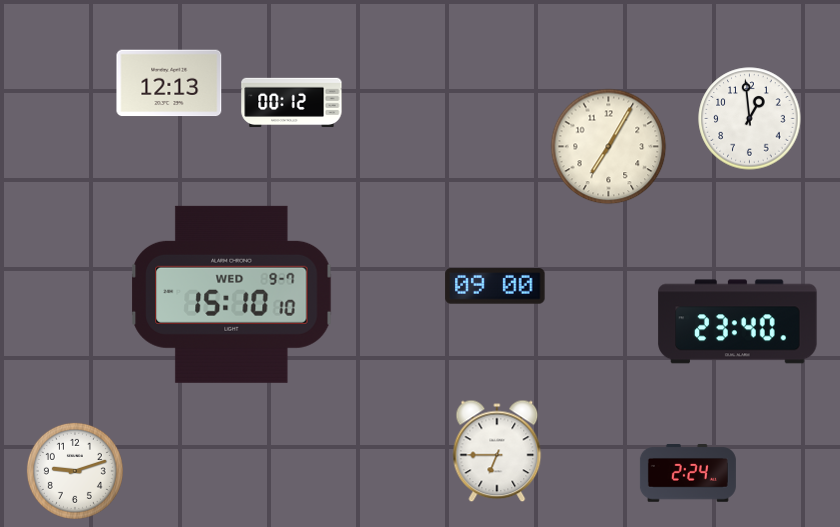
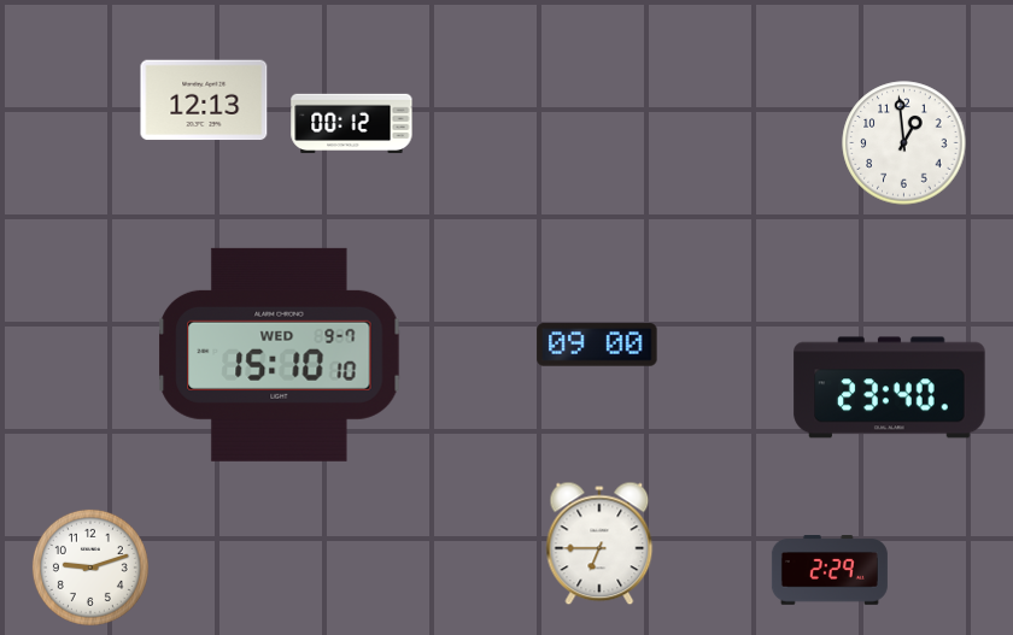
clock at (609, 147): 7:05 -> none
clock at (688, 474): 2:24 -> 2:29
